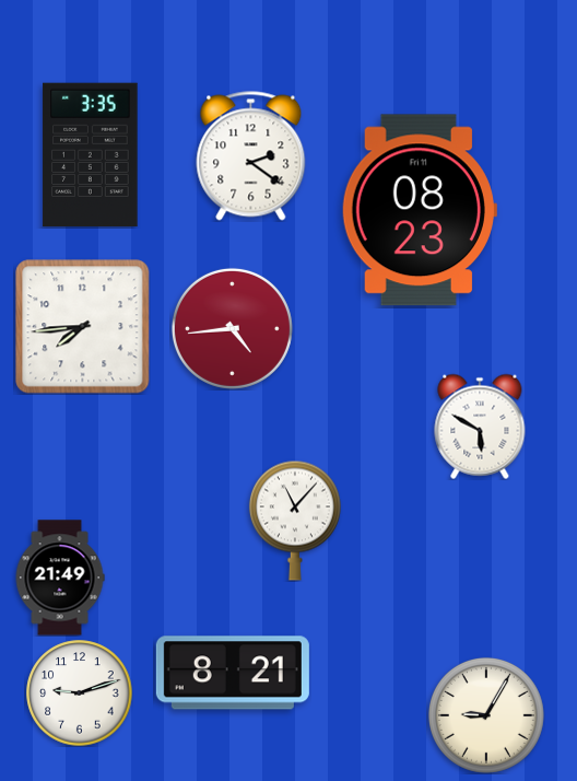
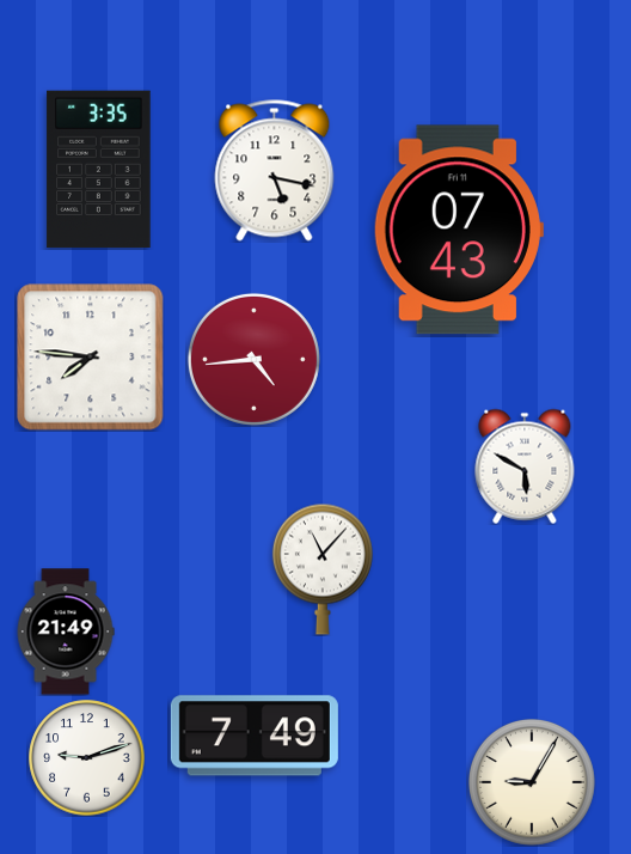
clock at (251, 156): 2:21 -> 5:17
clock at (419, 210): 08:23 -> 07:43
clock at (83, 327): 7:44 -> 7:46
clock at (233, 673): 8:21 -> 7:49
